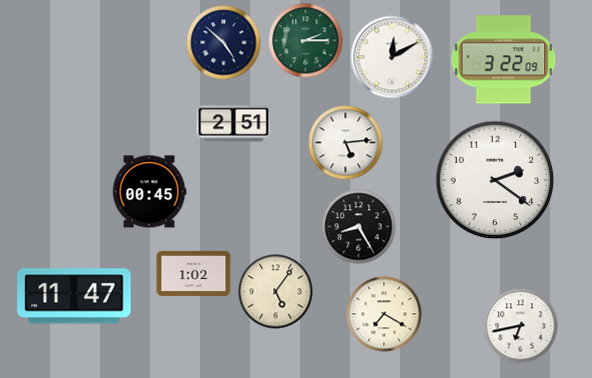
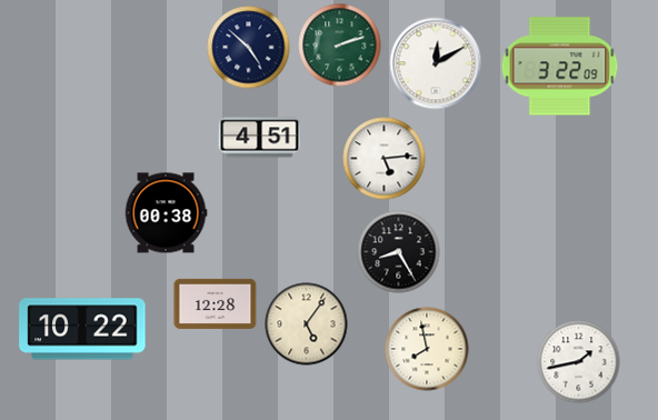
clock at (306, 41): 2:15 -> 2:12
clock at (234, 124): 2:51 -> 4:51
clock at (495, 180): 2:21 -> none
clock at (149, 192): 00:45 -> 00:38
clock at (194, 273): 1:02 -> 12:28
clock at (74, 296): 11:47 -> 10:22
clock at (384, 314): 7:20 -> 7:58
clock at (521, 326): 6:43 -> 1:43
